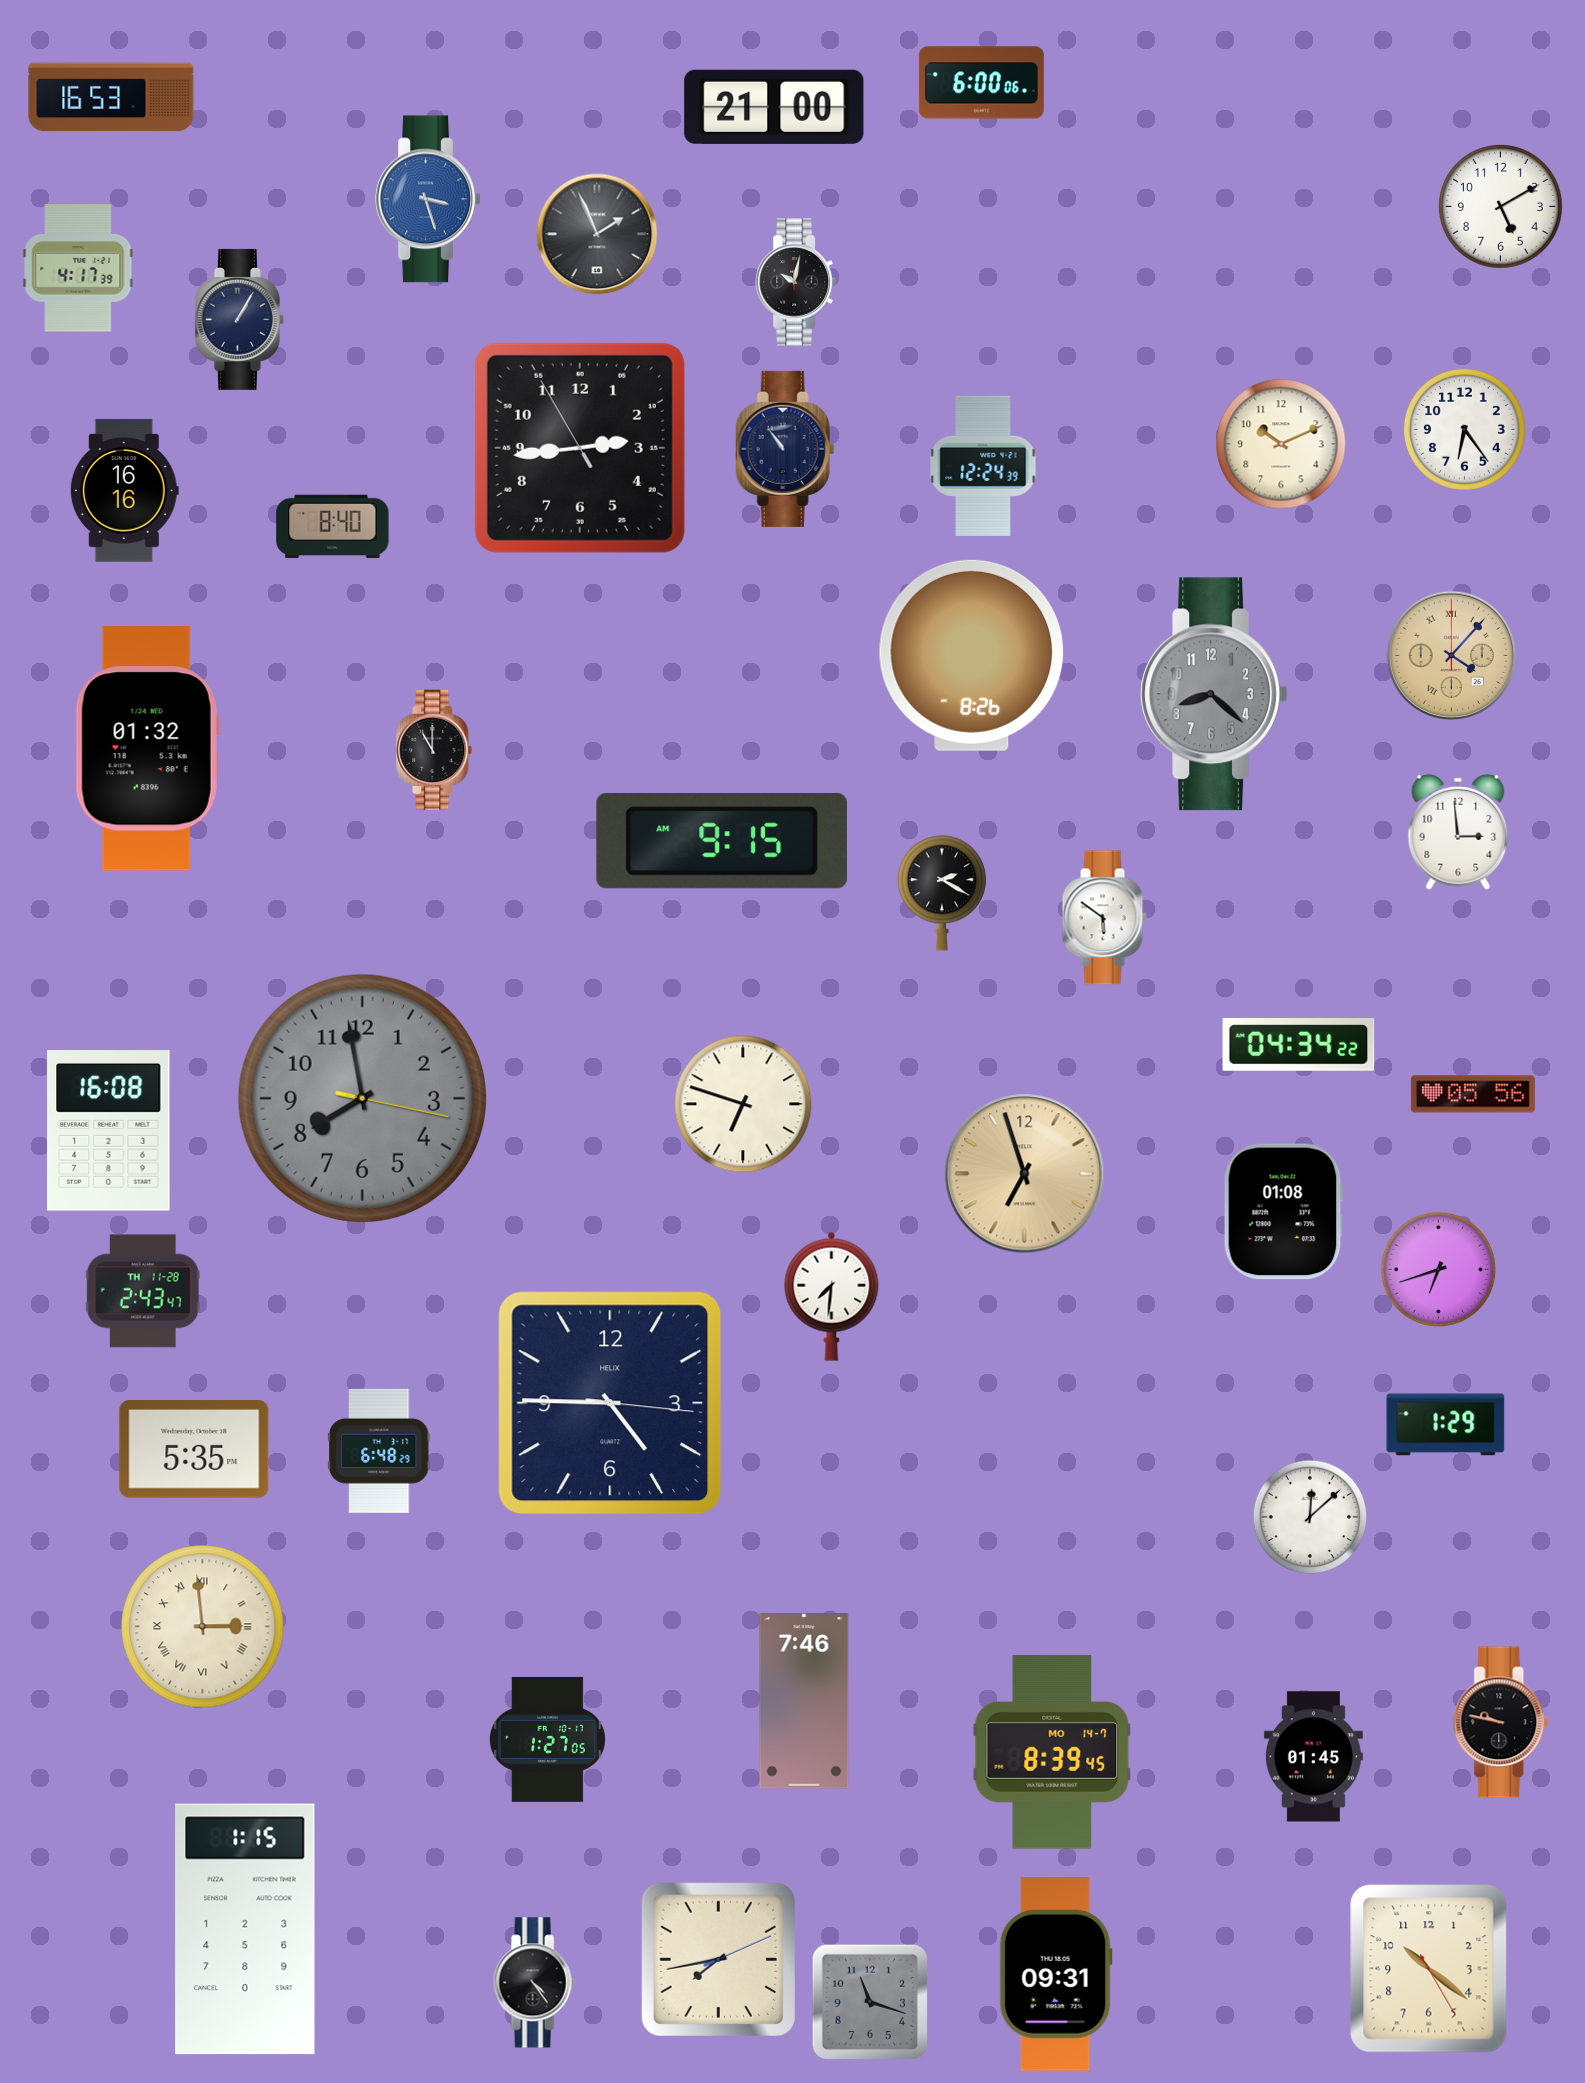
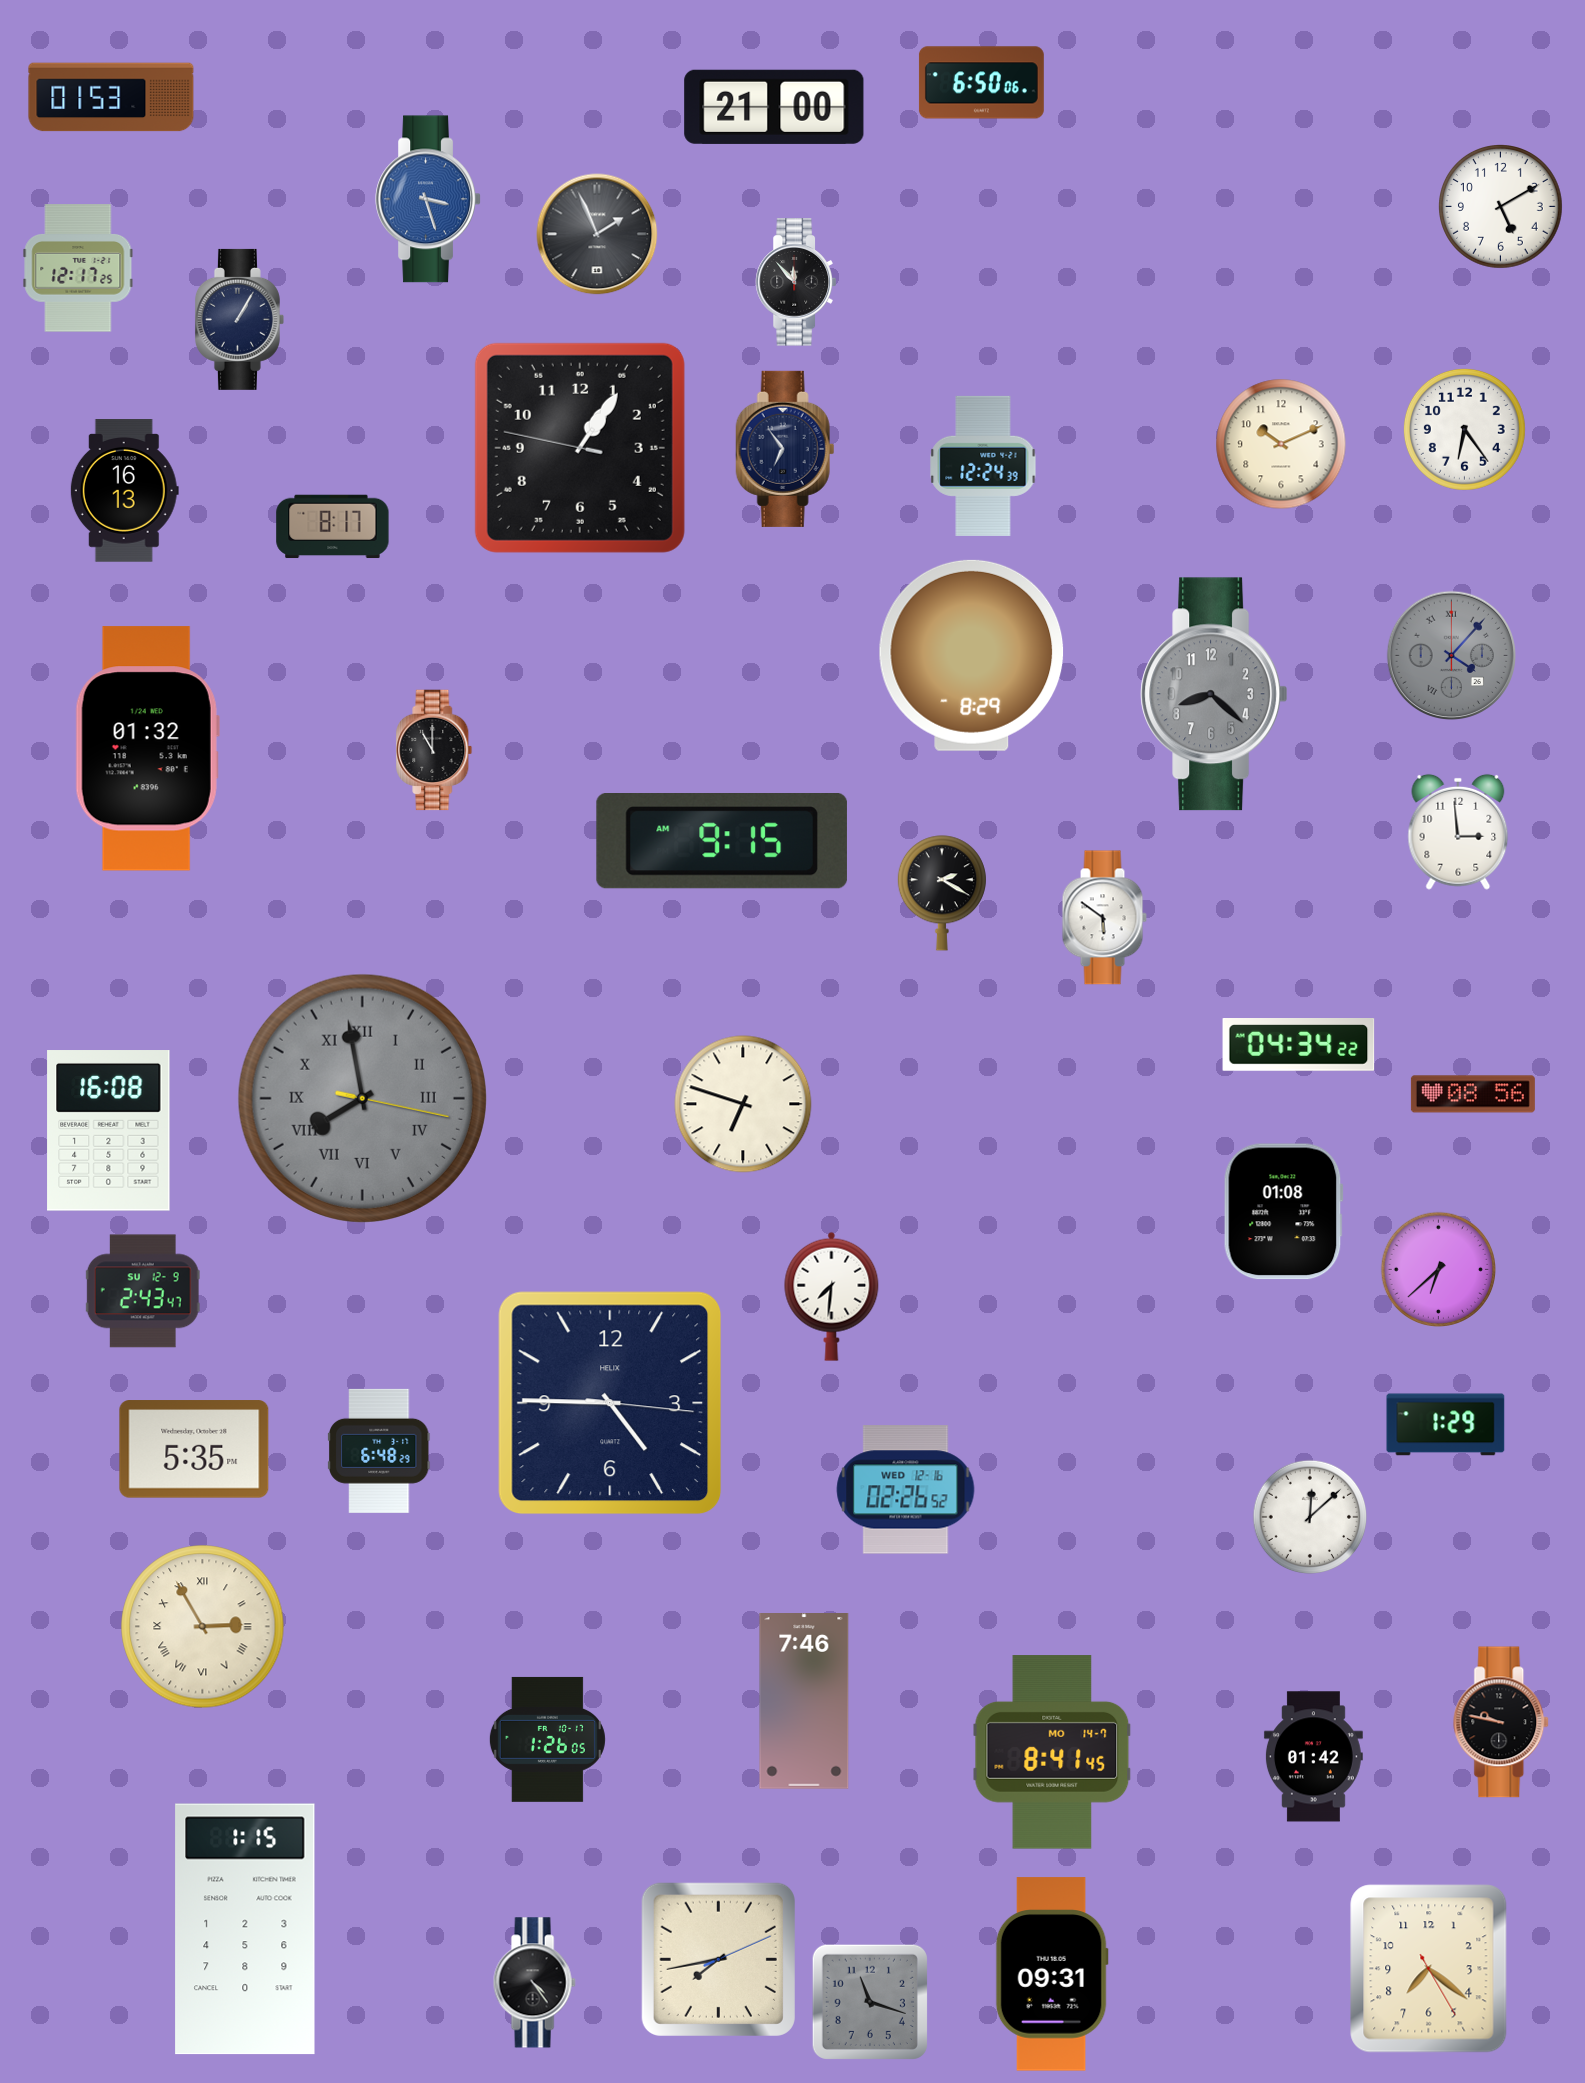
clock at (981, 83): 6:00 -> 6:50
clock at (111, 97): 16:53 -> 01:53
clock at (78, 268): 4:17 -> 12:17
clock at (796, 282): 10:02 -> 11:53
clock at (580, 448): 2:43 -> 1:05
clock at (785, 449): 10:54 -> 6:54
clock at (124, 491): 16:16 -> 16:13
clock at (333, 527): 8:40 -> 8:17
clock at (972, 655): 8:26 -> 8:29
clock at (1451, 655) dial: champagne -> grey
clock at (1473, 1094): 05:56 -> 08:56
clock at (362, 1098) numerals: Arabic -> Roman
clock at (1025, 1174): 6:57 -> none
clock at (1438, 1269): 6:42 -> 6:38
clock at (143, 1291) date: TH 11-28 -> SU 12-9
clock at (906, 1490): none -> 02:26
clock at (203, 1627): 2:59 -> 2:55
clock at (547, 1739): 1:27 -> 1:26
clock at (1052, 1752): 8:39 -> 8:41
clock at (1313, 1757): 01:45 -> 01:42
clock at (1429, 1969): 10:21 -> 7:21
clock at (1056, 1974) position: (1056, 1974) -> (1052, 1974)
